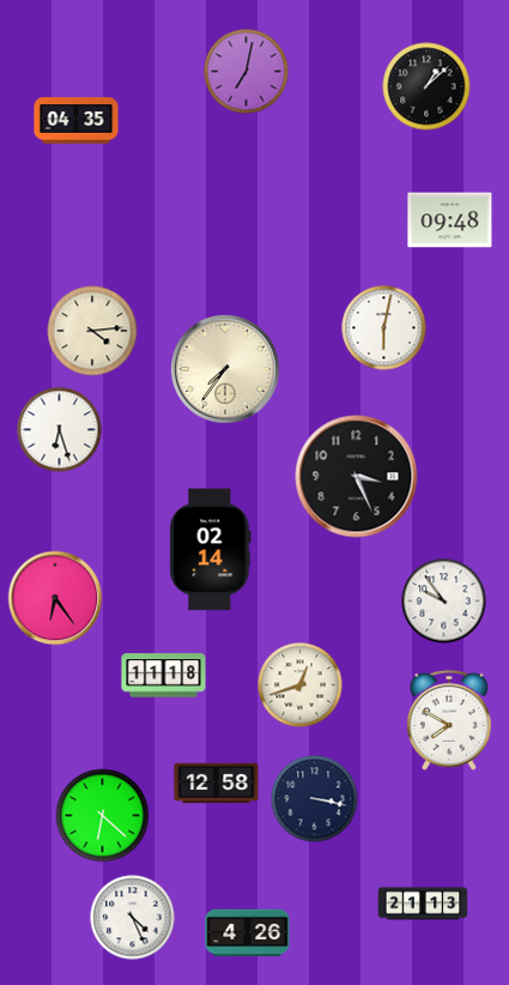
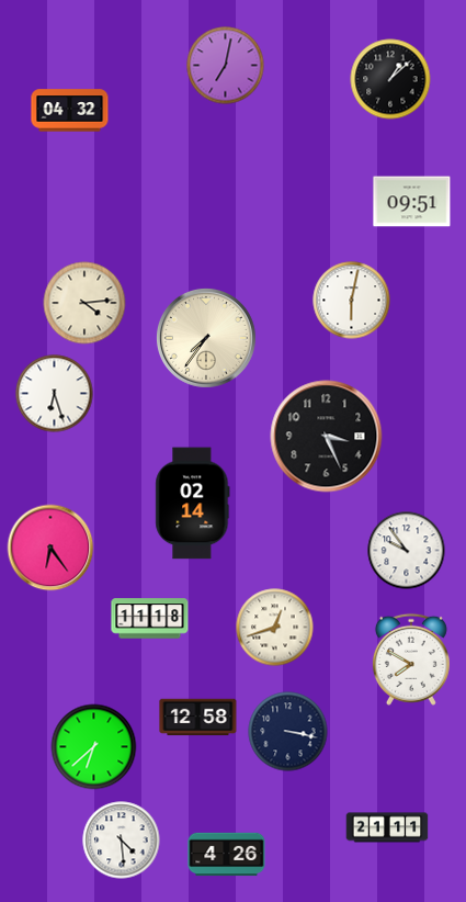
clock at (77, 121): 04:35 -> 04:32
clock at (450, 220): 09:48 -> 09:51
clock at (103, 816): 6:22 -> 6:38
clock at (423, 904): 21:13 -> 21:11
clock at (133, 918): 4:26 -> 4:29
